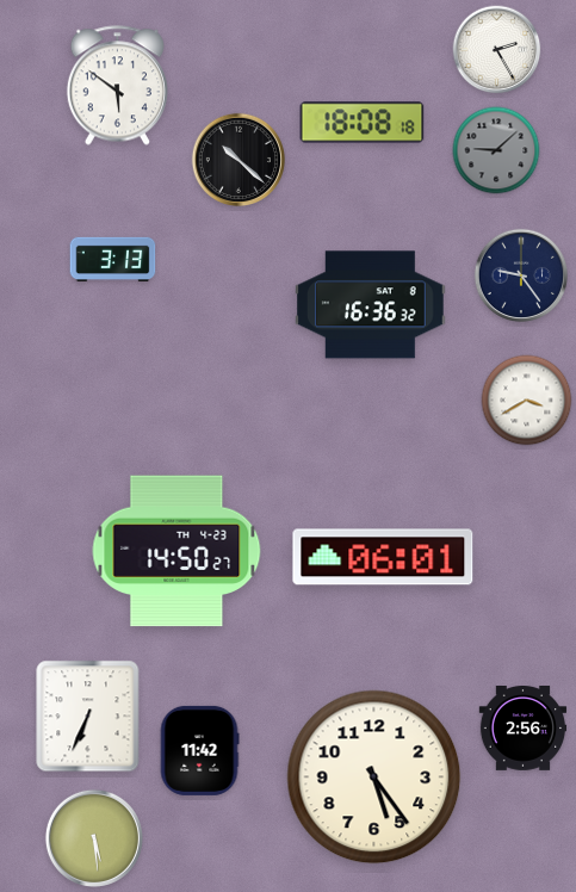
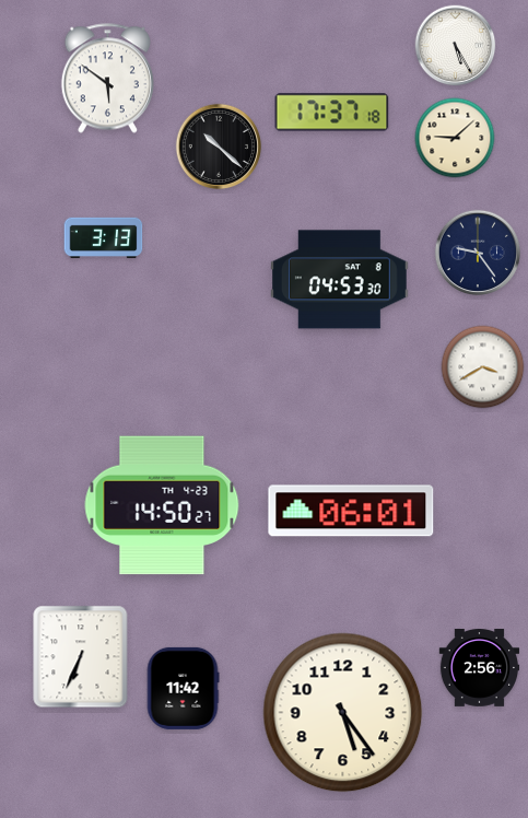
clock at (497, 50): 2:25 -> 5:25
clock at (363, 123): 18:08 -> 17:37
clock at (496, 150) dial: grey -> cream
clock at (371, 305): 16:36 -> 04:53
clock at (94, 838): 5:29 -> none
